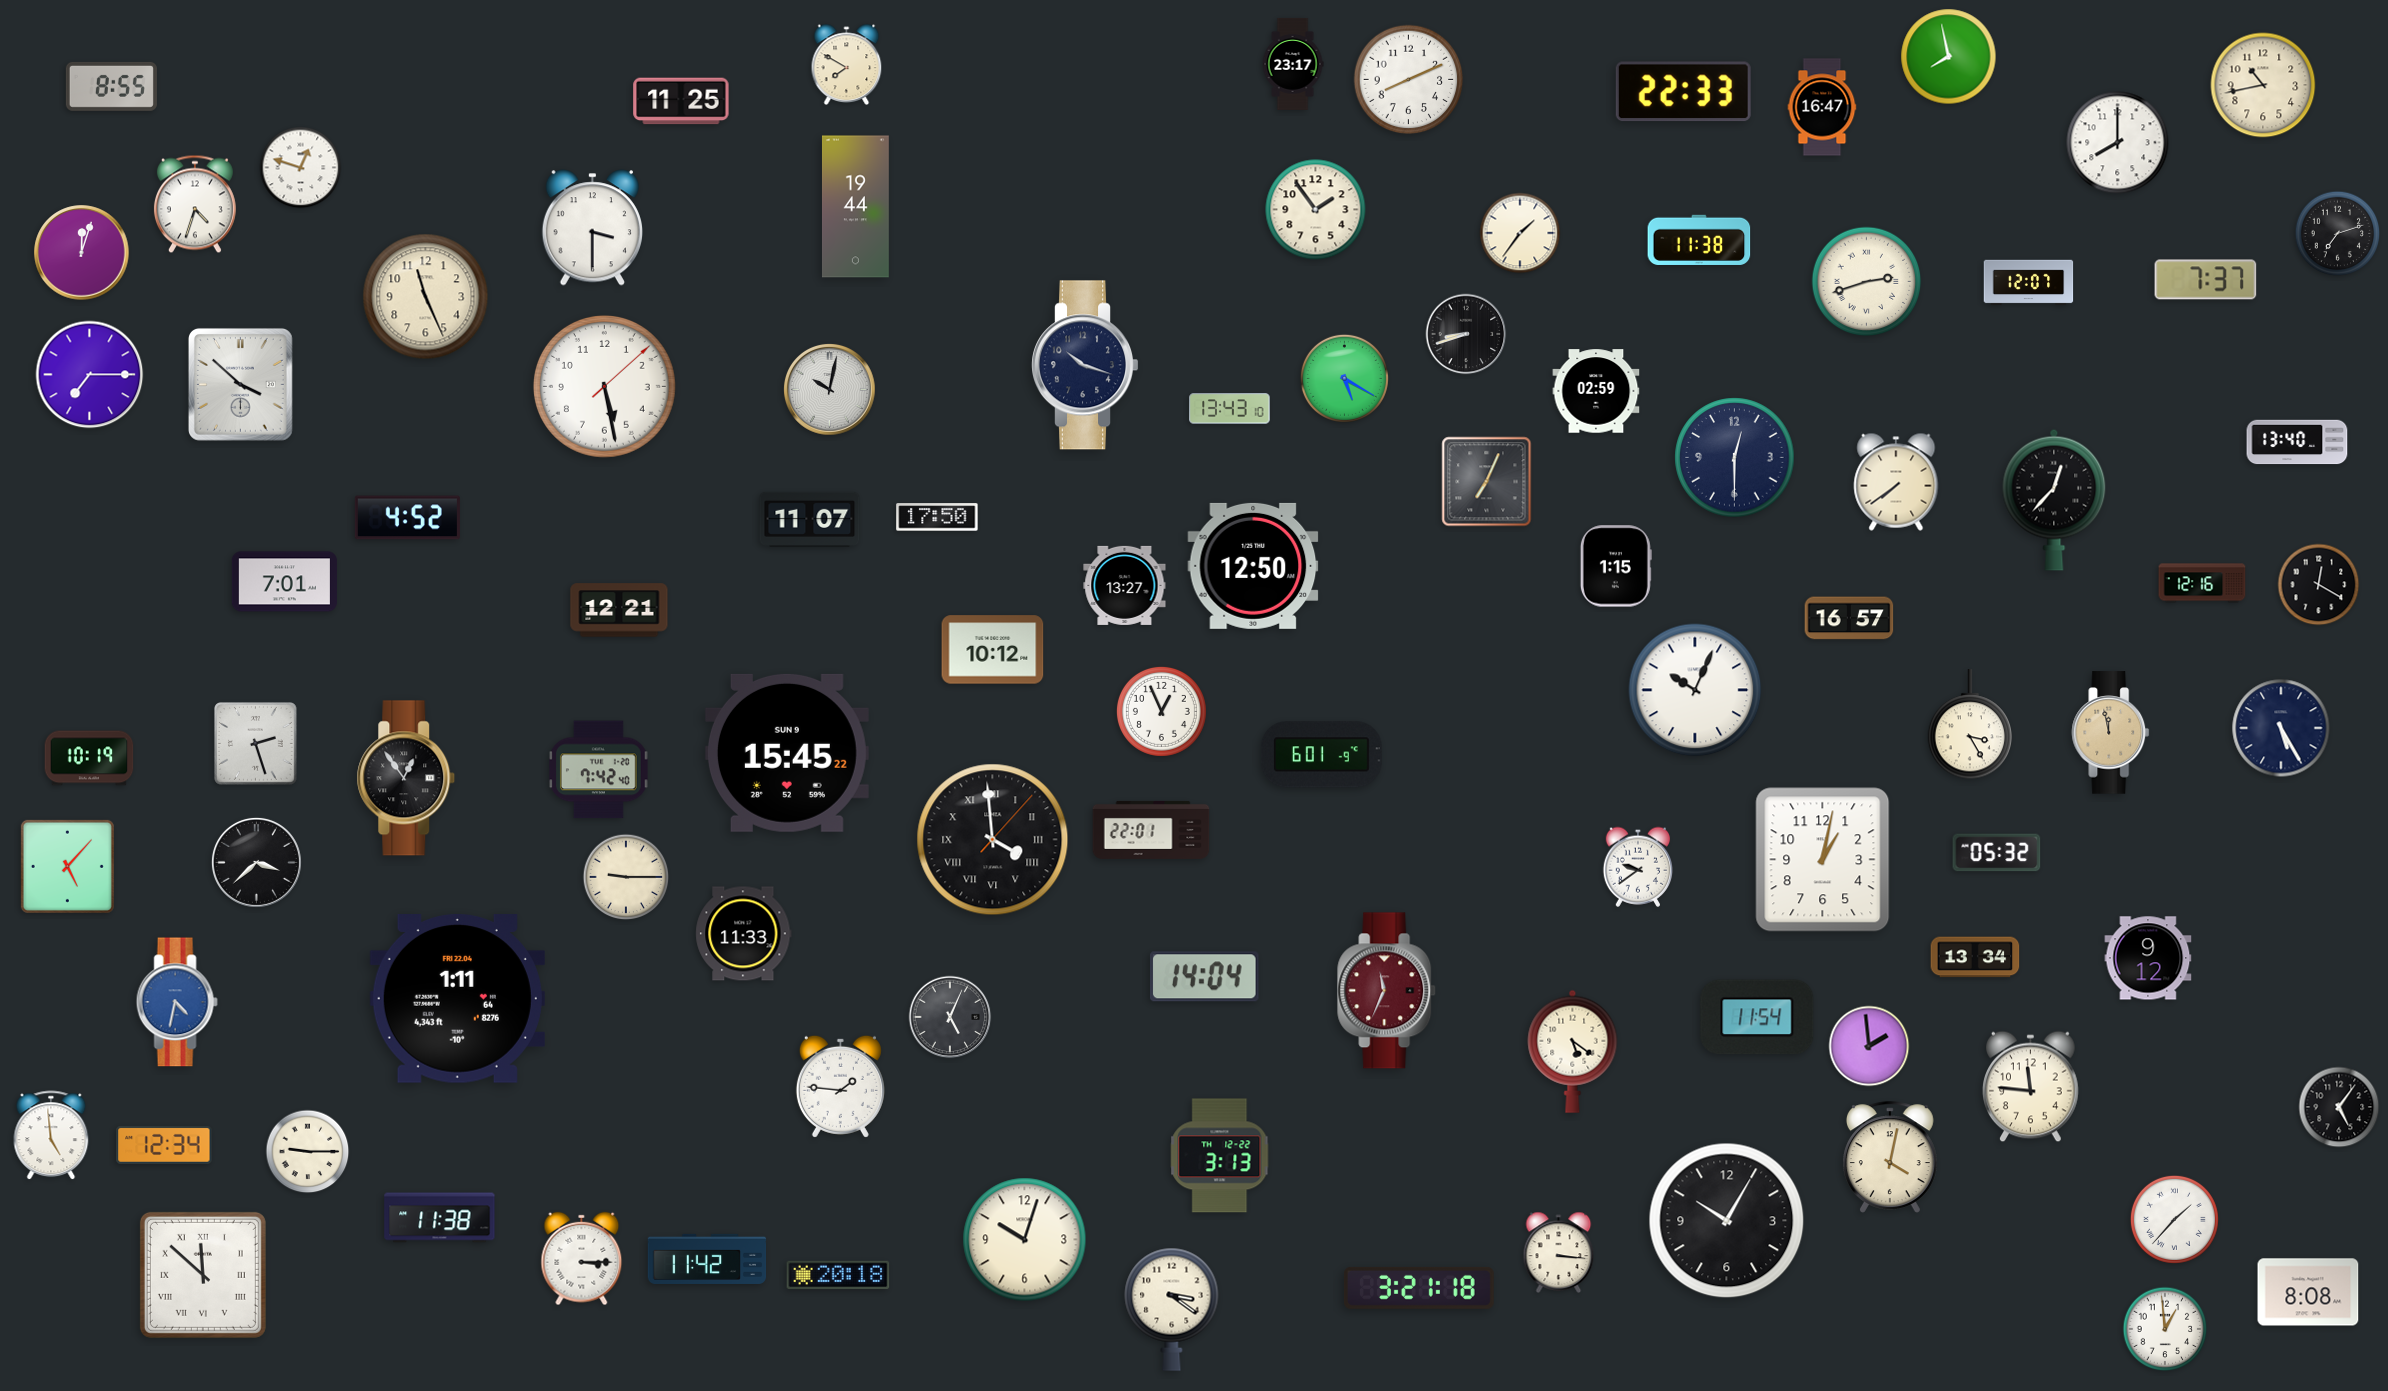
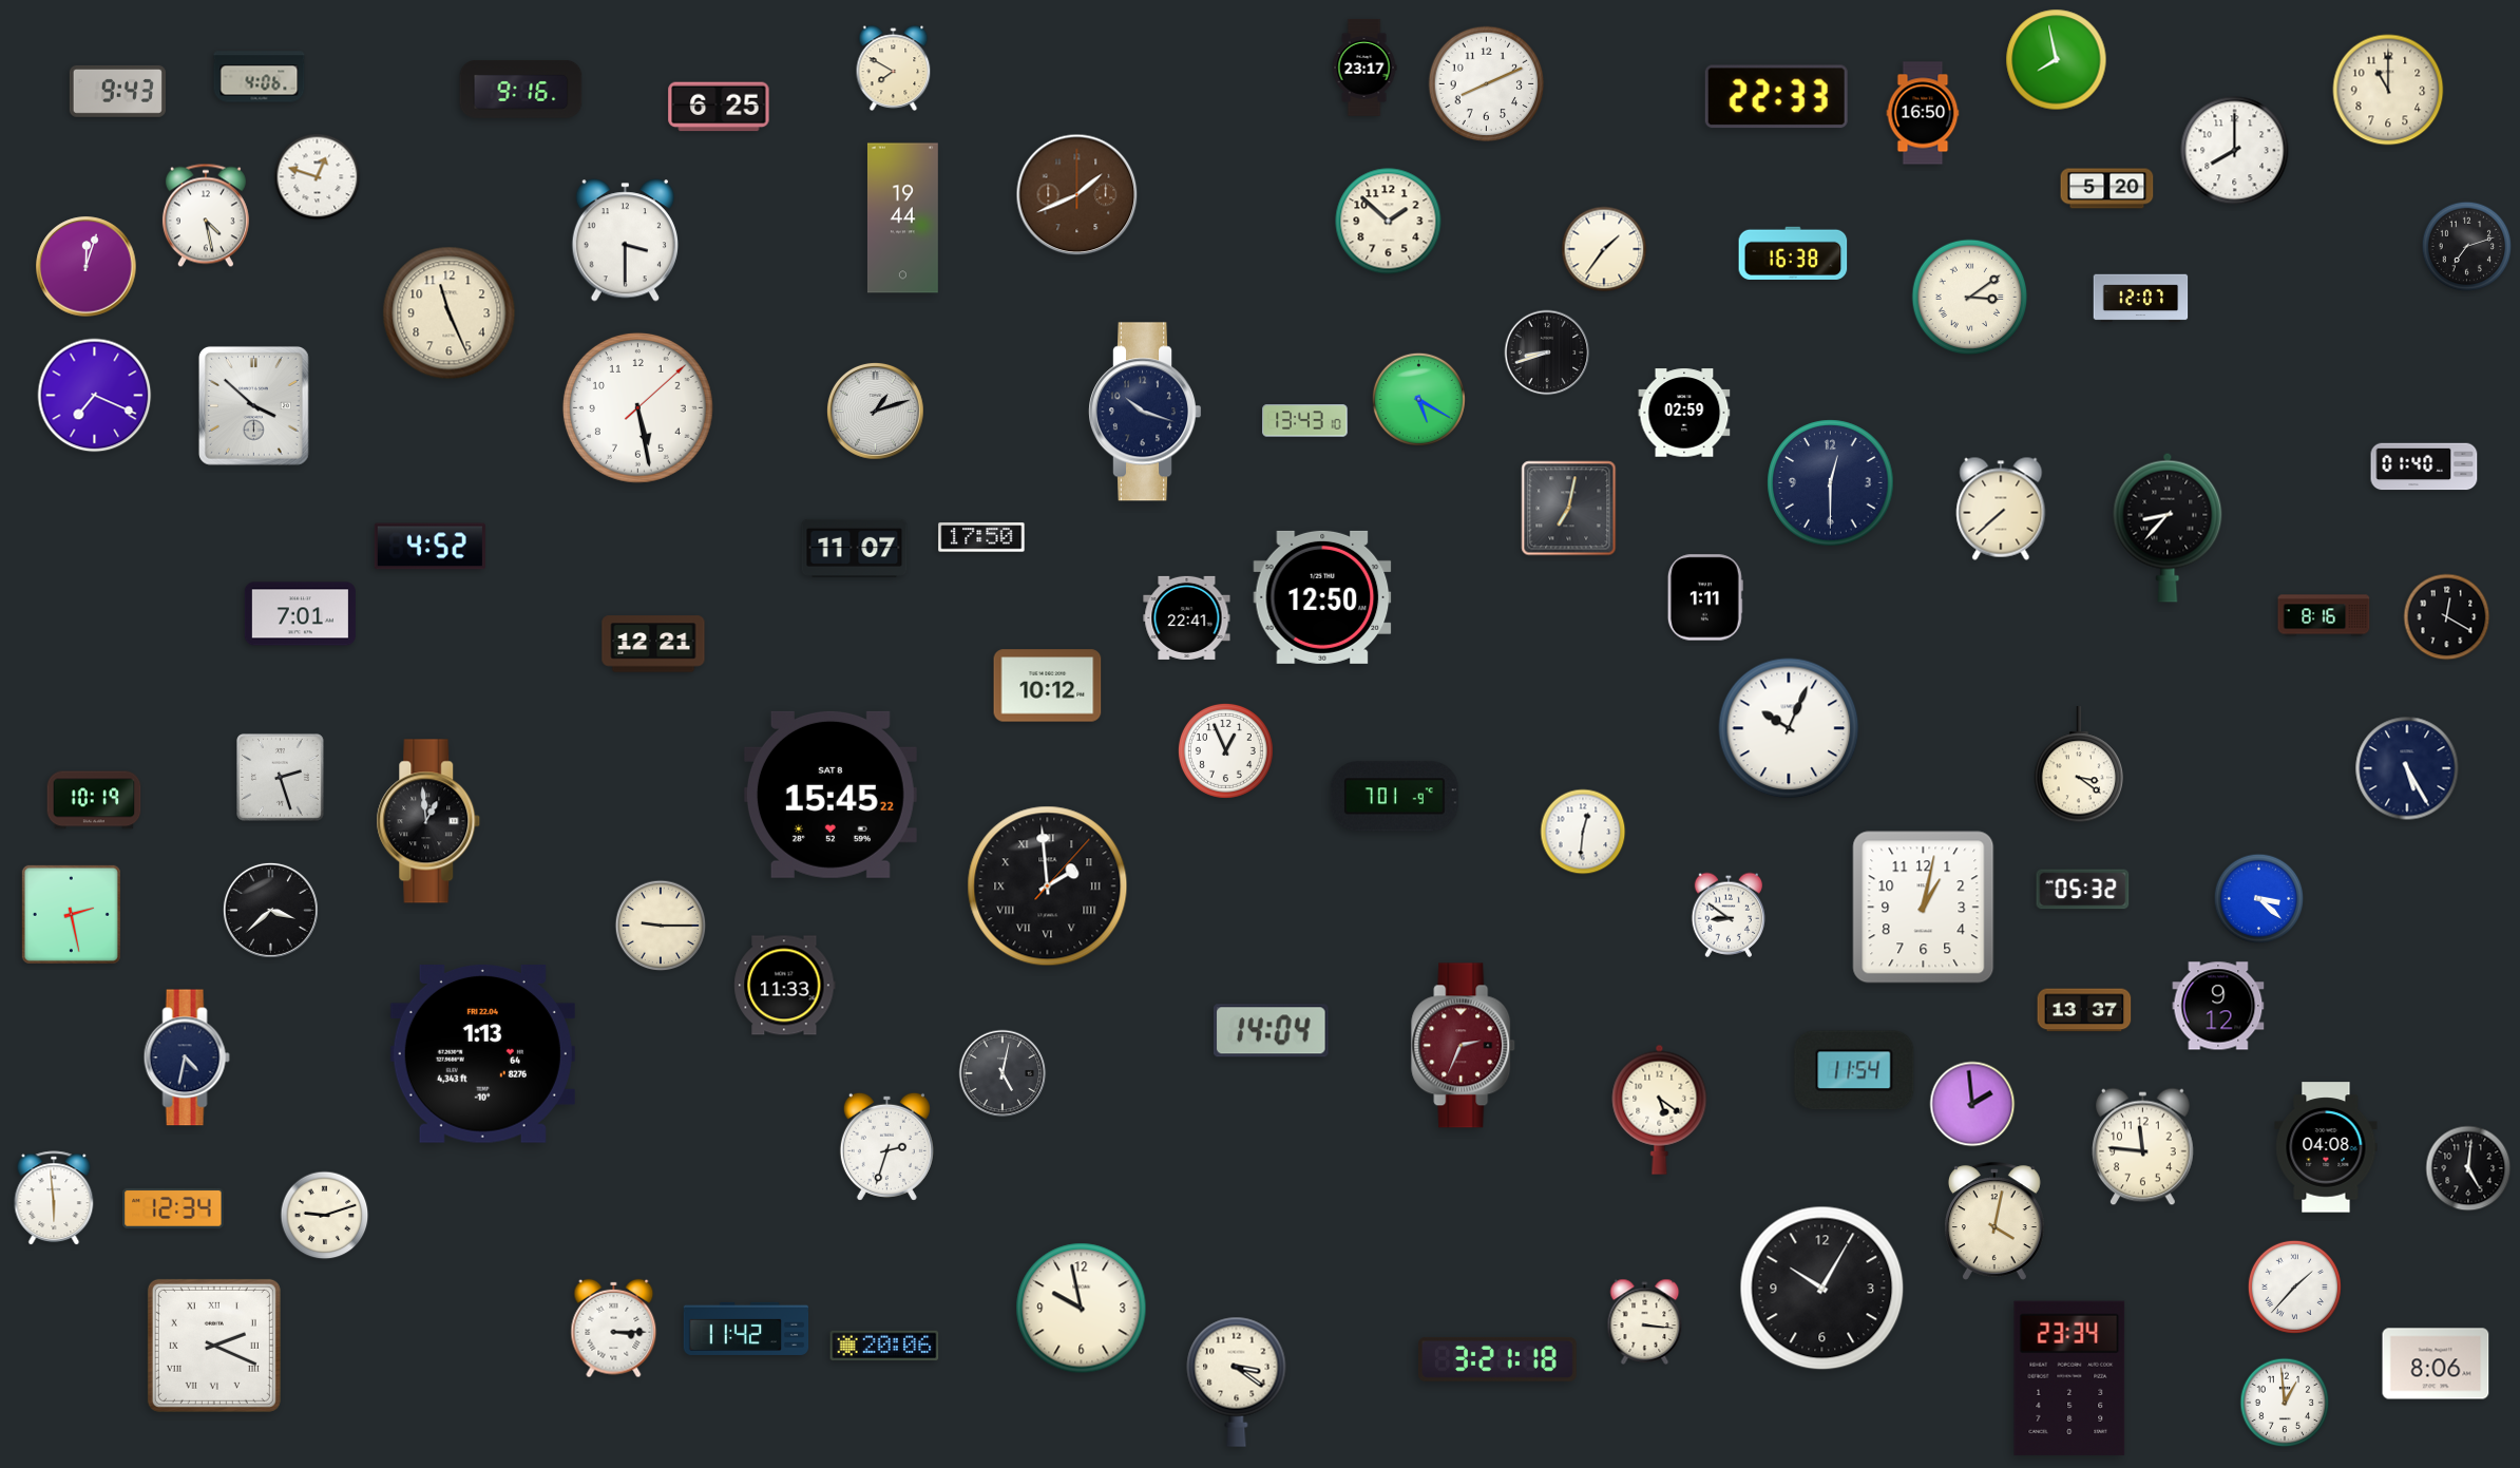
clock at (260, 77): none -> 4:06
clock at (521, 90): none -> 9:16
clock at (2263, 85): 10:43 -> 11:00
clock at (111, 86): 8:55 -> 9:43
clock at (681, 101): 11:25 -> 6:25
clock at (1822, 107): 16:47 -> 16:50
clock at (2107, 189): none -> 5:20
clock at (1077, 195): none -> 1:41
clock at (195, 204): 4:33 -> 4:28
clock at (1316, 210): 1:54 -> 1:52
clock at (1520, 233) position: (1520, 233) -> (1604, 249)
clock at (1699, 240): 11:38 -> 16:38
clock at (2206, 280): 7:37 -> none
clock at (1867, 282): 2:42 -> 3:09
clock at (1086, 365) position: (1086, 365) -> (1146, 412)
clock at (90, 375): 7:15 -> 7:19
clock at (830, 390): 10:02 -> 1:12
clock at (1230, 409) position: (1230, 409) -> (1305, 421)
clock at (2297, 442): 13:40 -> 01:40
clock at (1487, 482): 7:04 -> 7:02
clock at (1896, 482): 7:39 -> 7:38
clock at (2054, 500): 12:37 -> 8:37
clock at (937, 517) position: (937, 517) -> (981, 537)
clock at (1616, 566): 1:15 -> 1:11
clock at (2202, 583): 12:16 -> 8:16
clock at (1125, 585): 13:27 -> 22:41
clock at (1849, 618): 16:57 -> none
clock at (1969, 725): 3:25 -> 3:21
clock at (2111, 733): 11:58 -> none
clock at (256, 744) position: (256, 744) -> (281, 778)
clock at (787, 753) date: SUN 9 -> SAT 8
clock at (1321, 755): 6:01 -> 7:01
clock at (598, 770): 7:42 -> none
clock at (406, 778): 12:54 -> 12:59
clock at (1583, 832): none -> 12:31
clock at (1151, 830): 22:01 -> none
clock at (993, 840): 3:59 -> 1:59
clock at (2259, 899): none -> 3:22
clock at (1997, 853) position: (1997, 853) -> (2083, 890)
clock at (67, 866): 5:07 -> 2:28
clock at (1638, 867): 9:39 -> 8:51
clock at (1975, 957): 13:34 -> 13:37
clock at (2148, 958) position: (2148, 958) -> (2218, 1006)
clock at (1387, 991): 11:34 -> 2:34
clock at (457, 999): 1:11 -> 1:13
clock at (177, 1002) dial: blue -> navy
clock at (950, 1017): 5:04 -> 5:02
clock at (1757, 1017) position: (1757, 1017) -> (1854, 1070)
clock at (840, 1086): 1:46 -> 2:33
clock at (2326, 1147): none -> 04:08
clock at (2339, 1107): 5:06 -> 5:01
clock at (51, 1136): 4:59 -> 5:59
clock at (308, 1152): 9:15 -> 9:12
clock at (1220, 1156): 3:13 -> none
clock at (440, 1218): 11:38 -> none
clock at (1025, 1240): 10:03 -> 9:58
clock at (203, 1275): 11:52 -> 2:19
clock at (838, 1275): 20:18 -> 20:06
clock at (2308, 1292): 8:08 -> 8:06
clock at (2069, 1378): none -> 23:34
